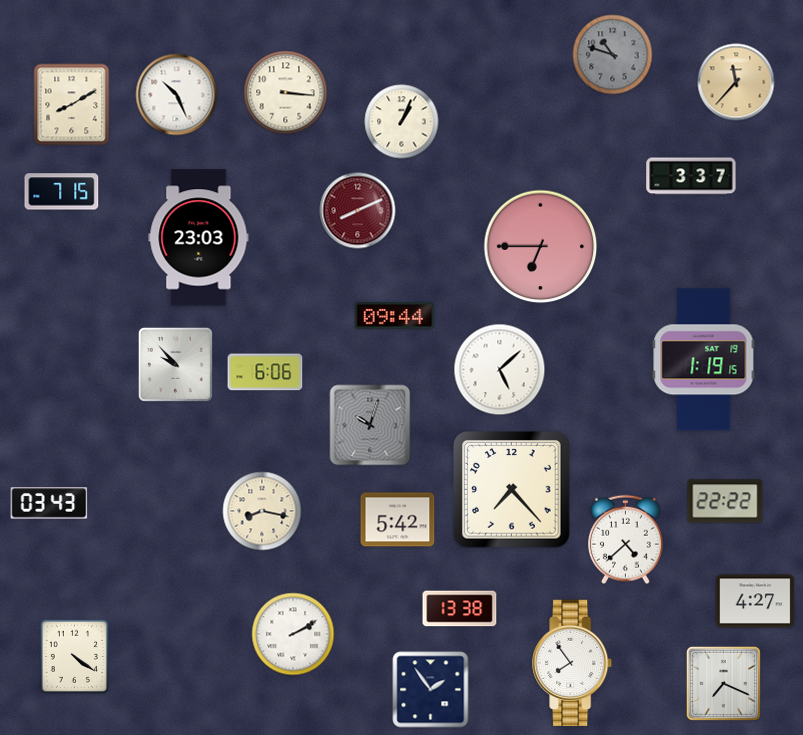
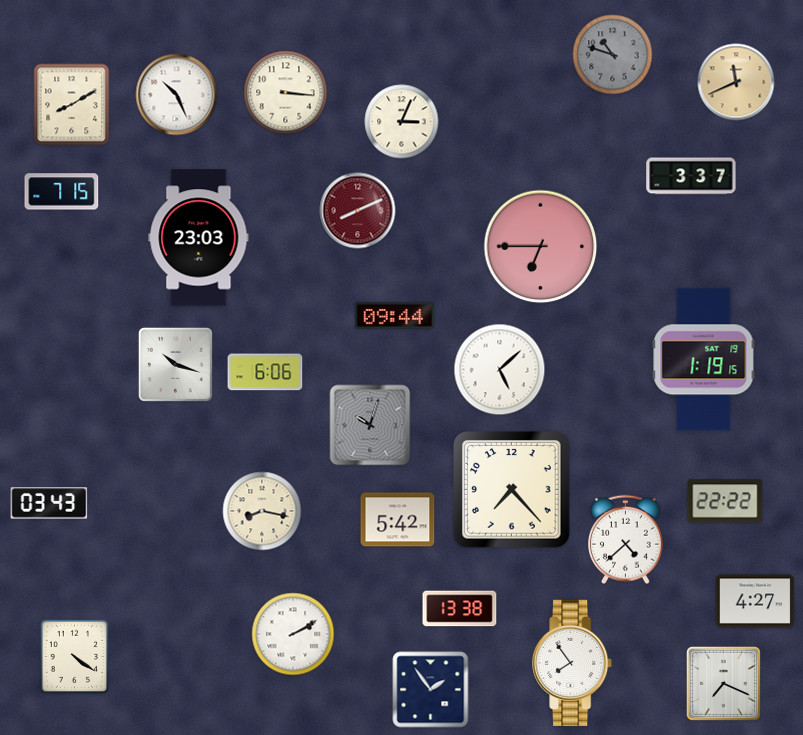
clock at (736, 82): 11:37 -> 11:41
clock at (402, 122): 1:04 -> 3:04
clock at (175, 364): 9:53 -> 10:18
